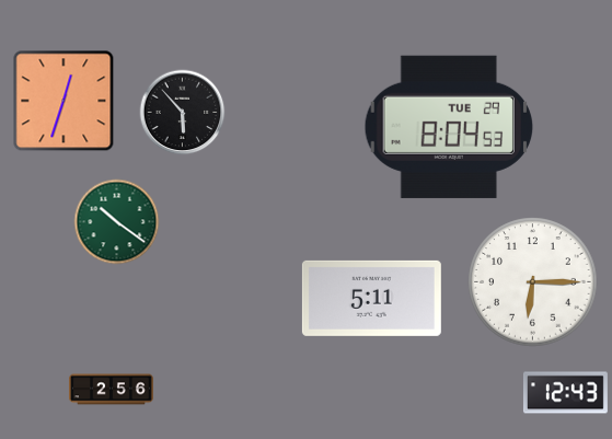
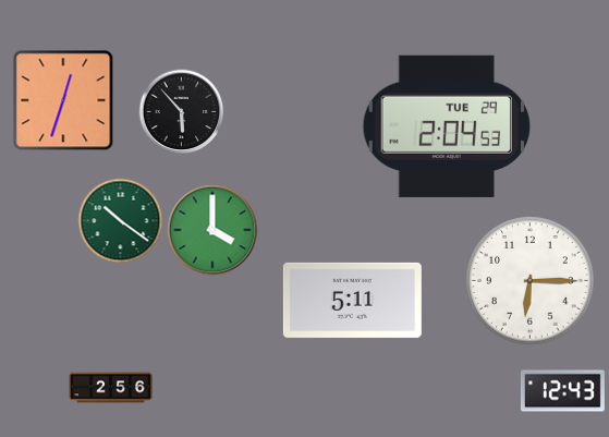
clock at (448, 127): 8:04 -> 2:04
clock at (116, 221) position: (116, 221) -> (120, 220)
clock at (212, 230): none -> 4:00
clock at (371, 298) position: (371, 298) -> (352, 300)
